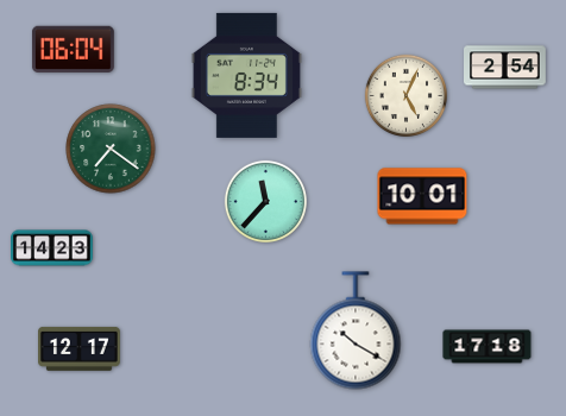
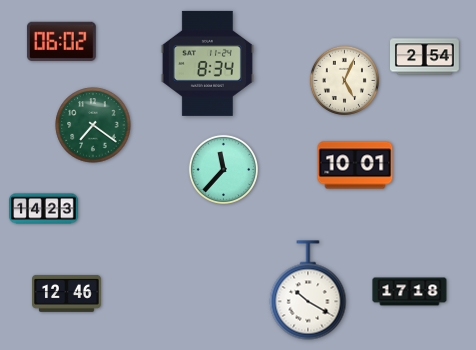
clock at (73, 49): 06:04 -> 06:02
clock at (405, 95) position: (405, 95) -> (344, 80)
clock at (356, 330) position: (356, 330) -> (308, 290)
clock at (80, 348): 12:17 -> 12:46
